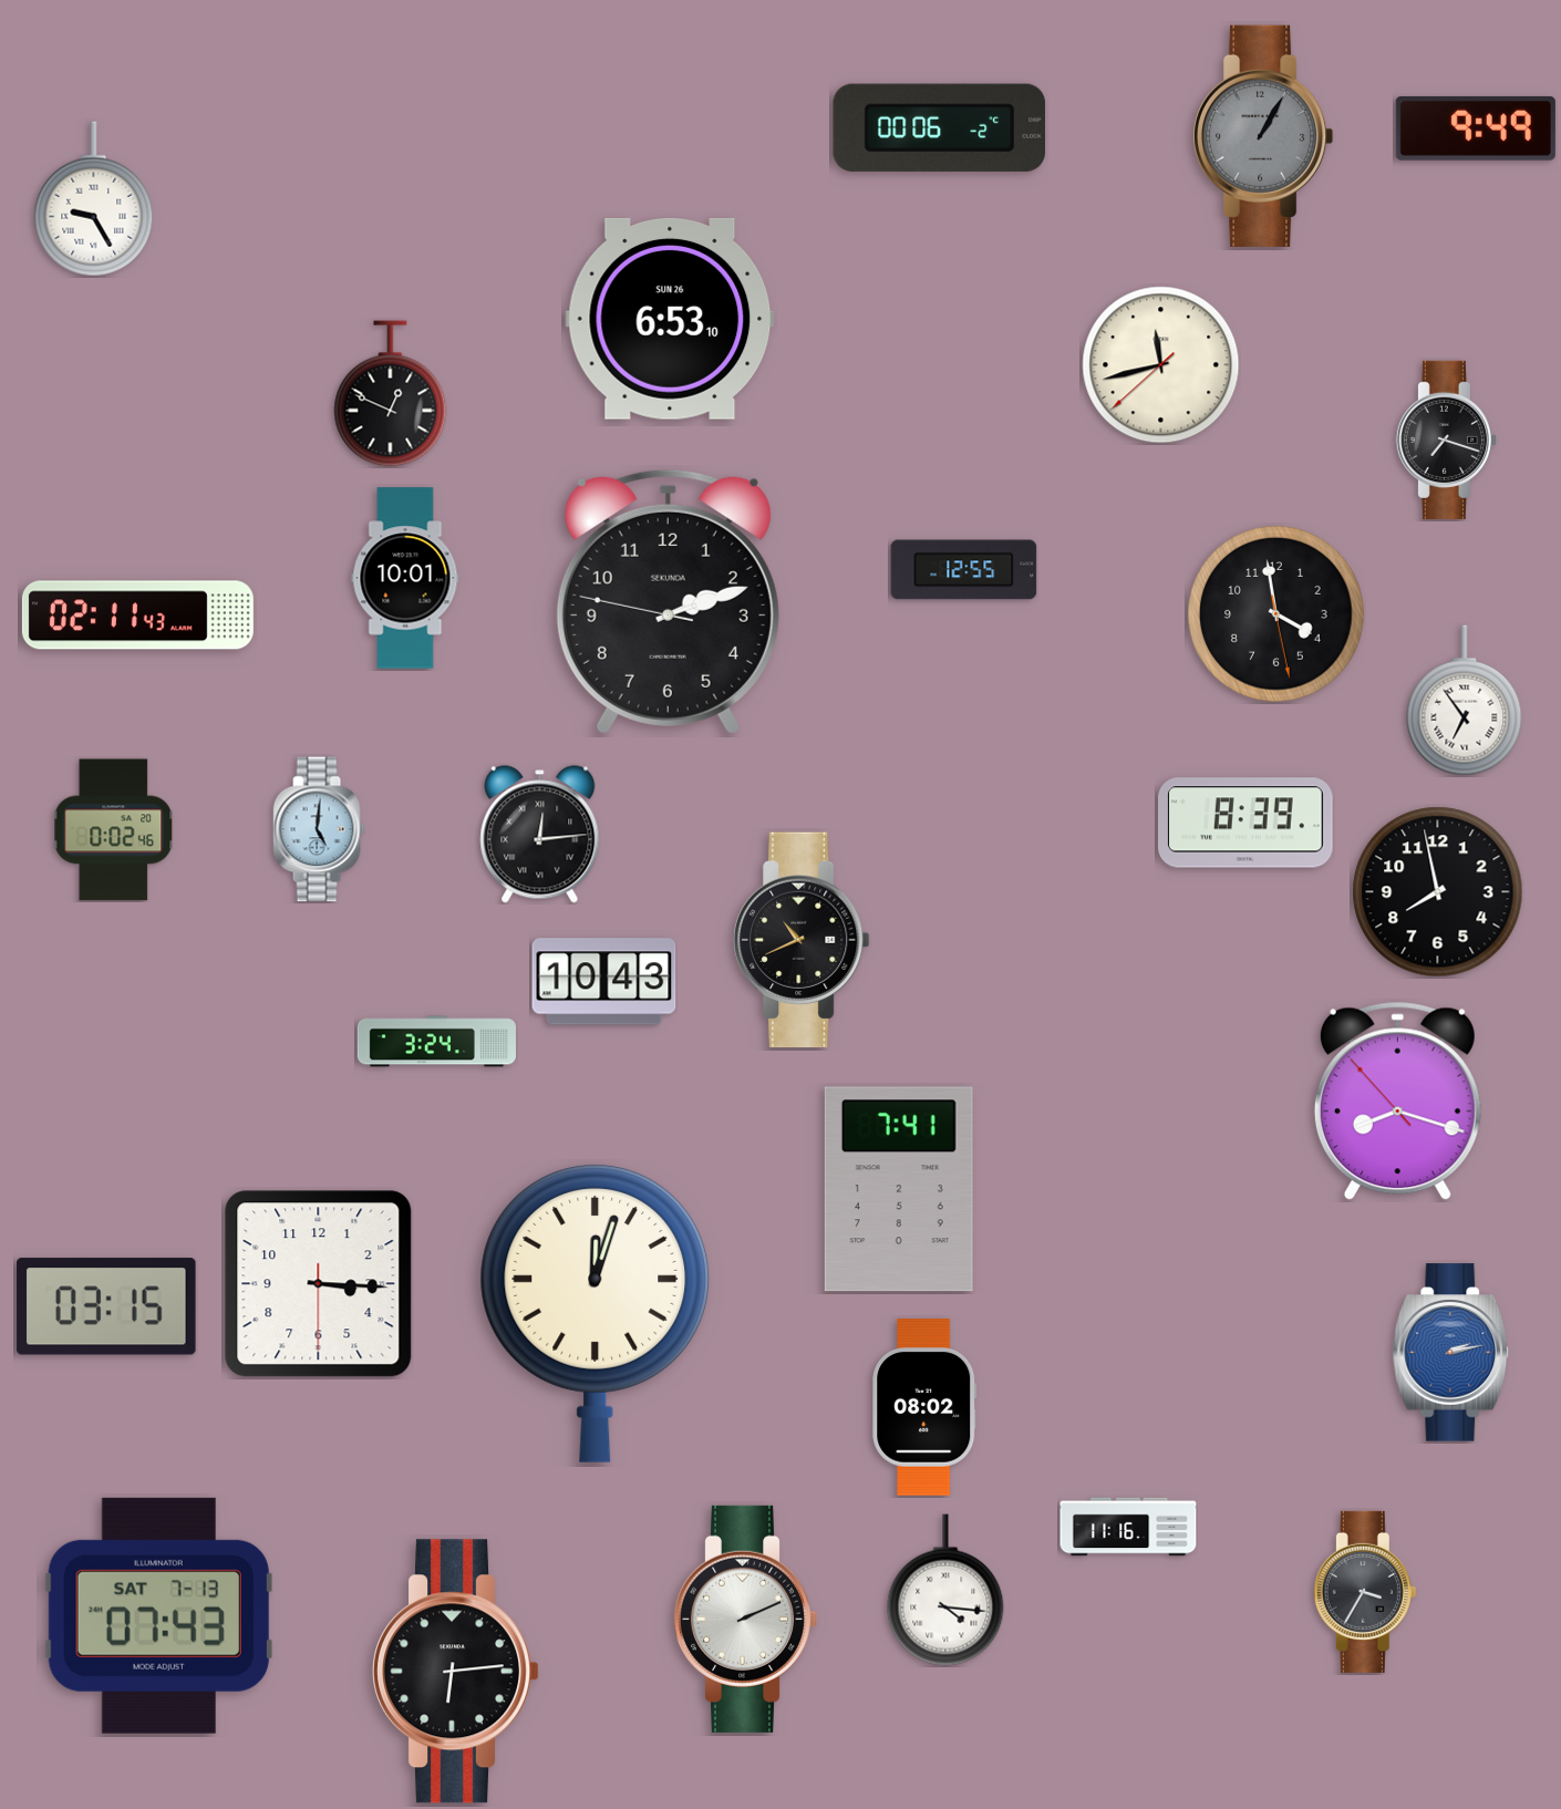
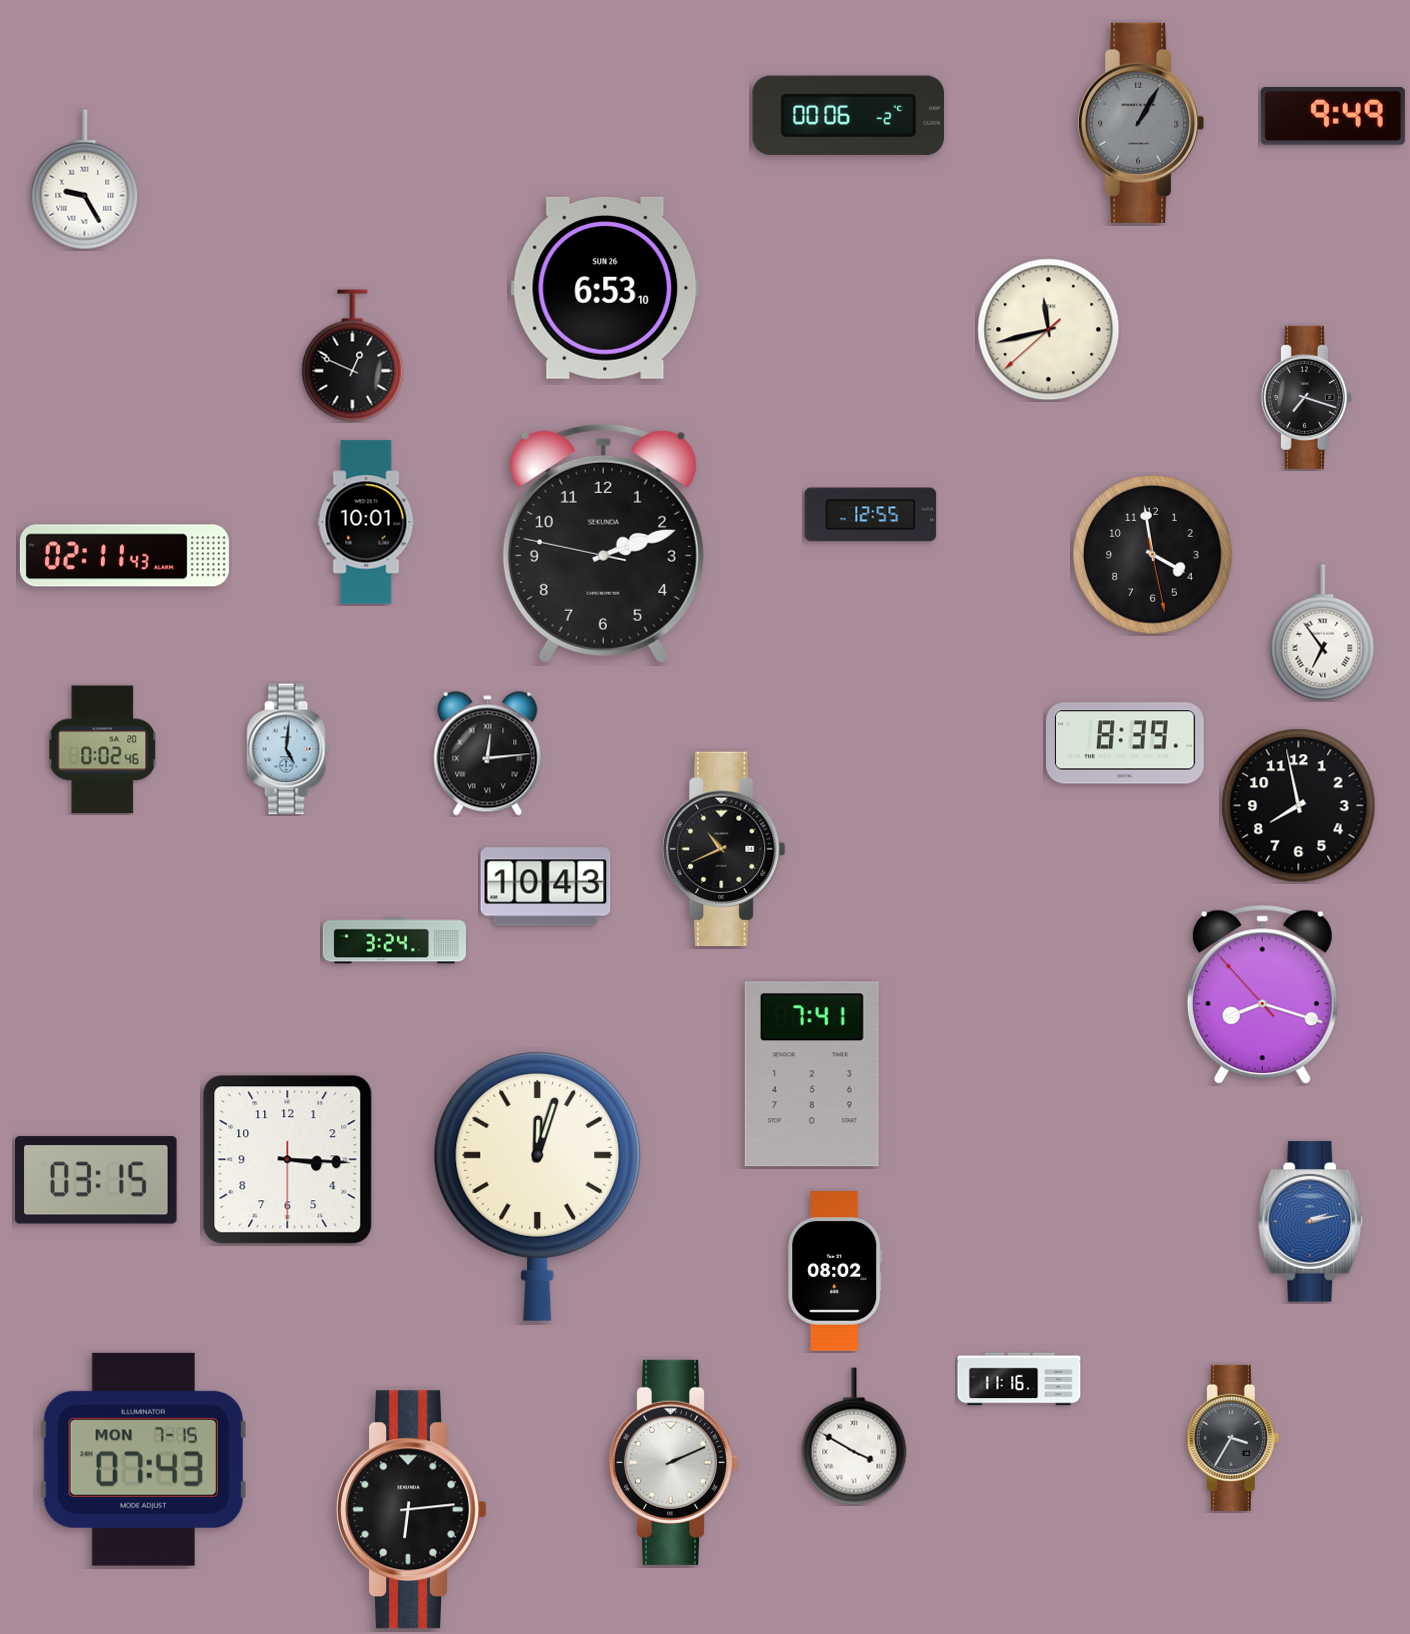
clock at (945, 1590): 4:16 -> 3:50
clock at (158, 1615) date: SAT 7-13 -> MON 7-15
